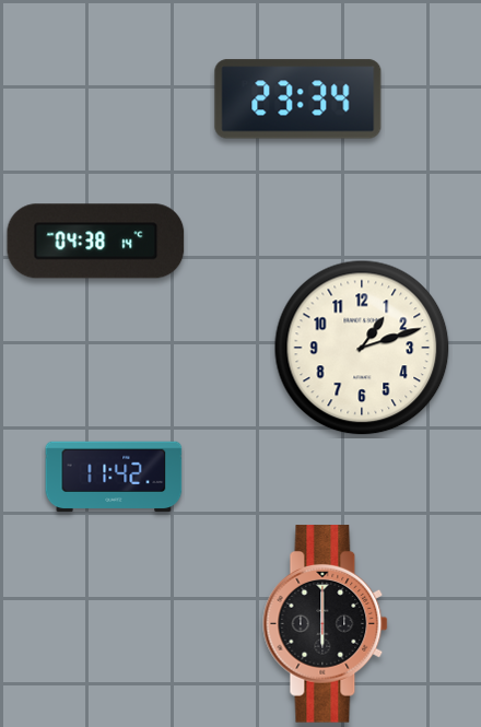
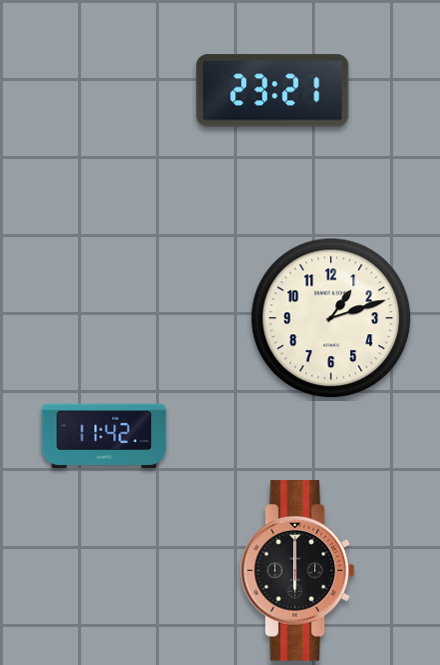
clock at (298, 99): 23:34 -> 23:21
clock at (96, 242): 04:38 -> none
